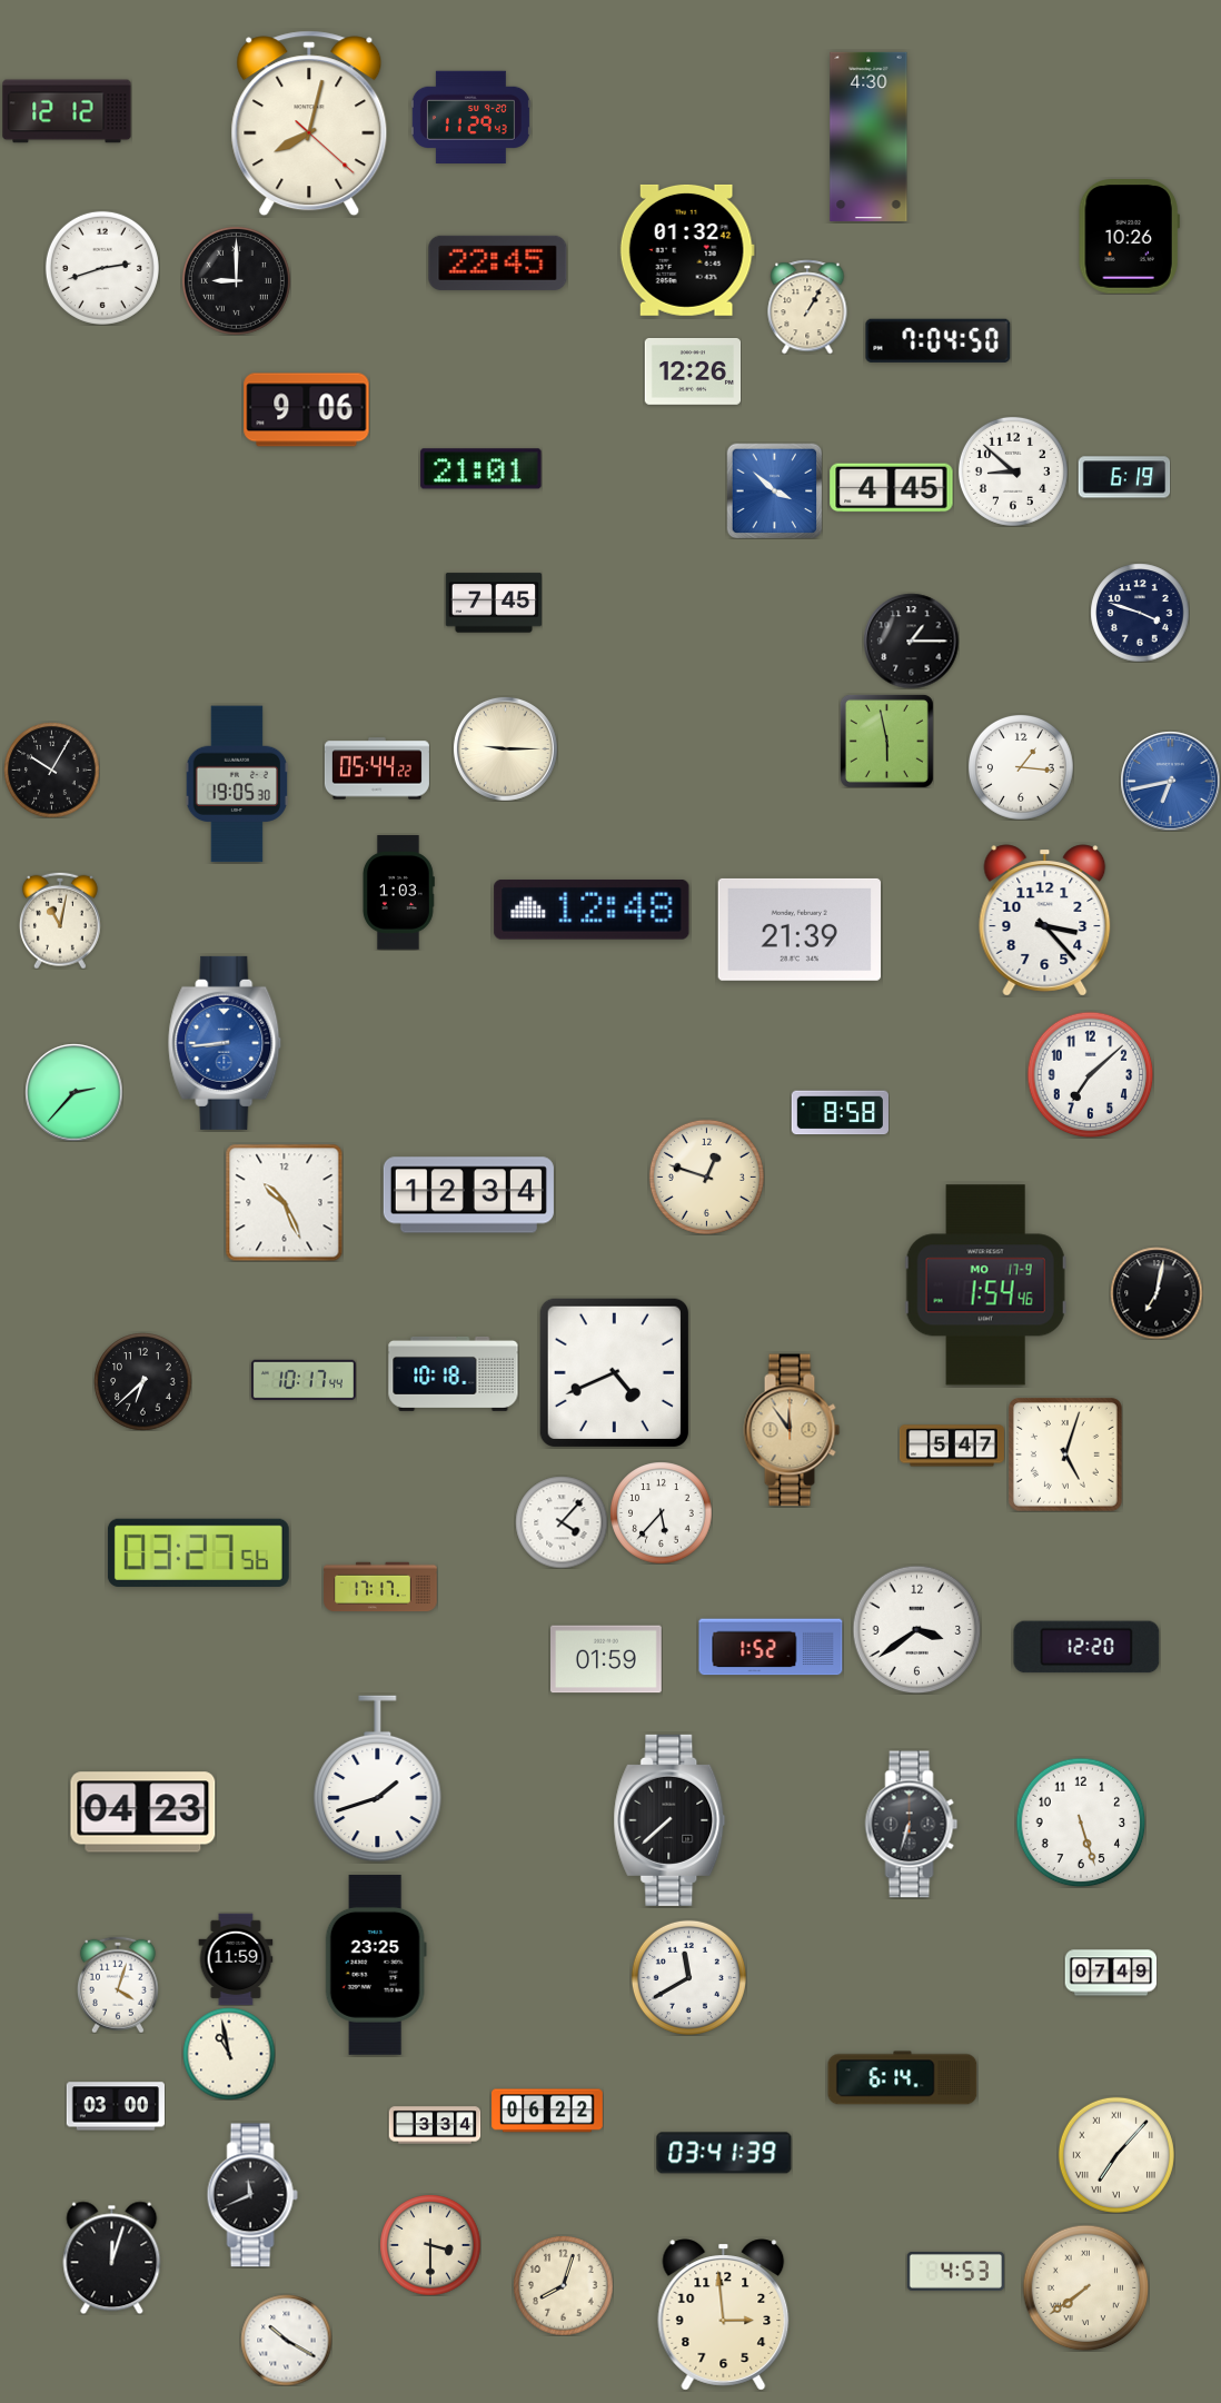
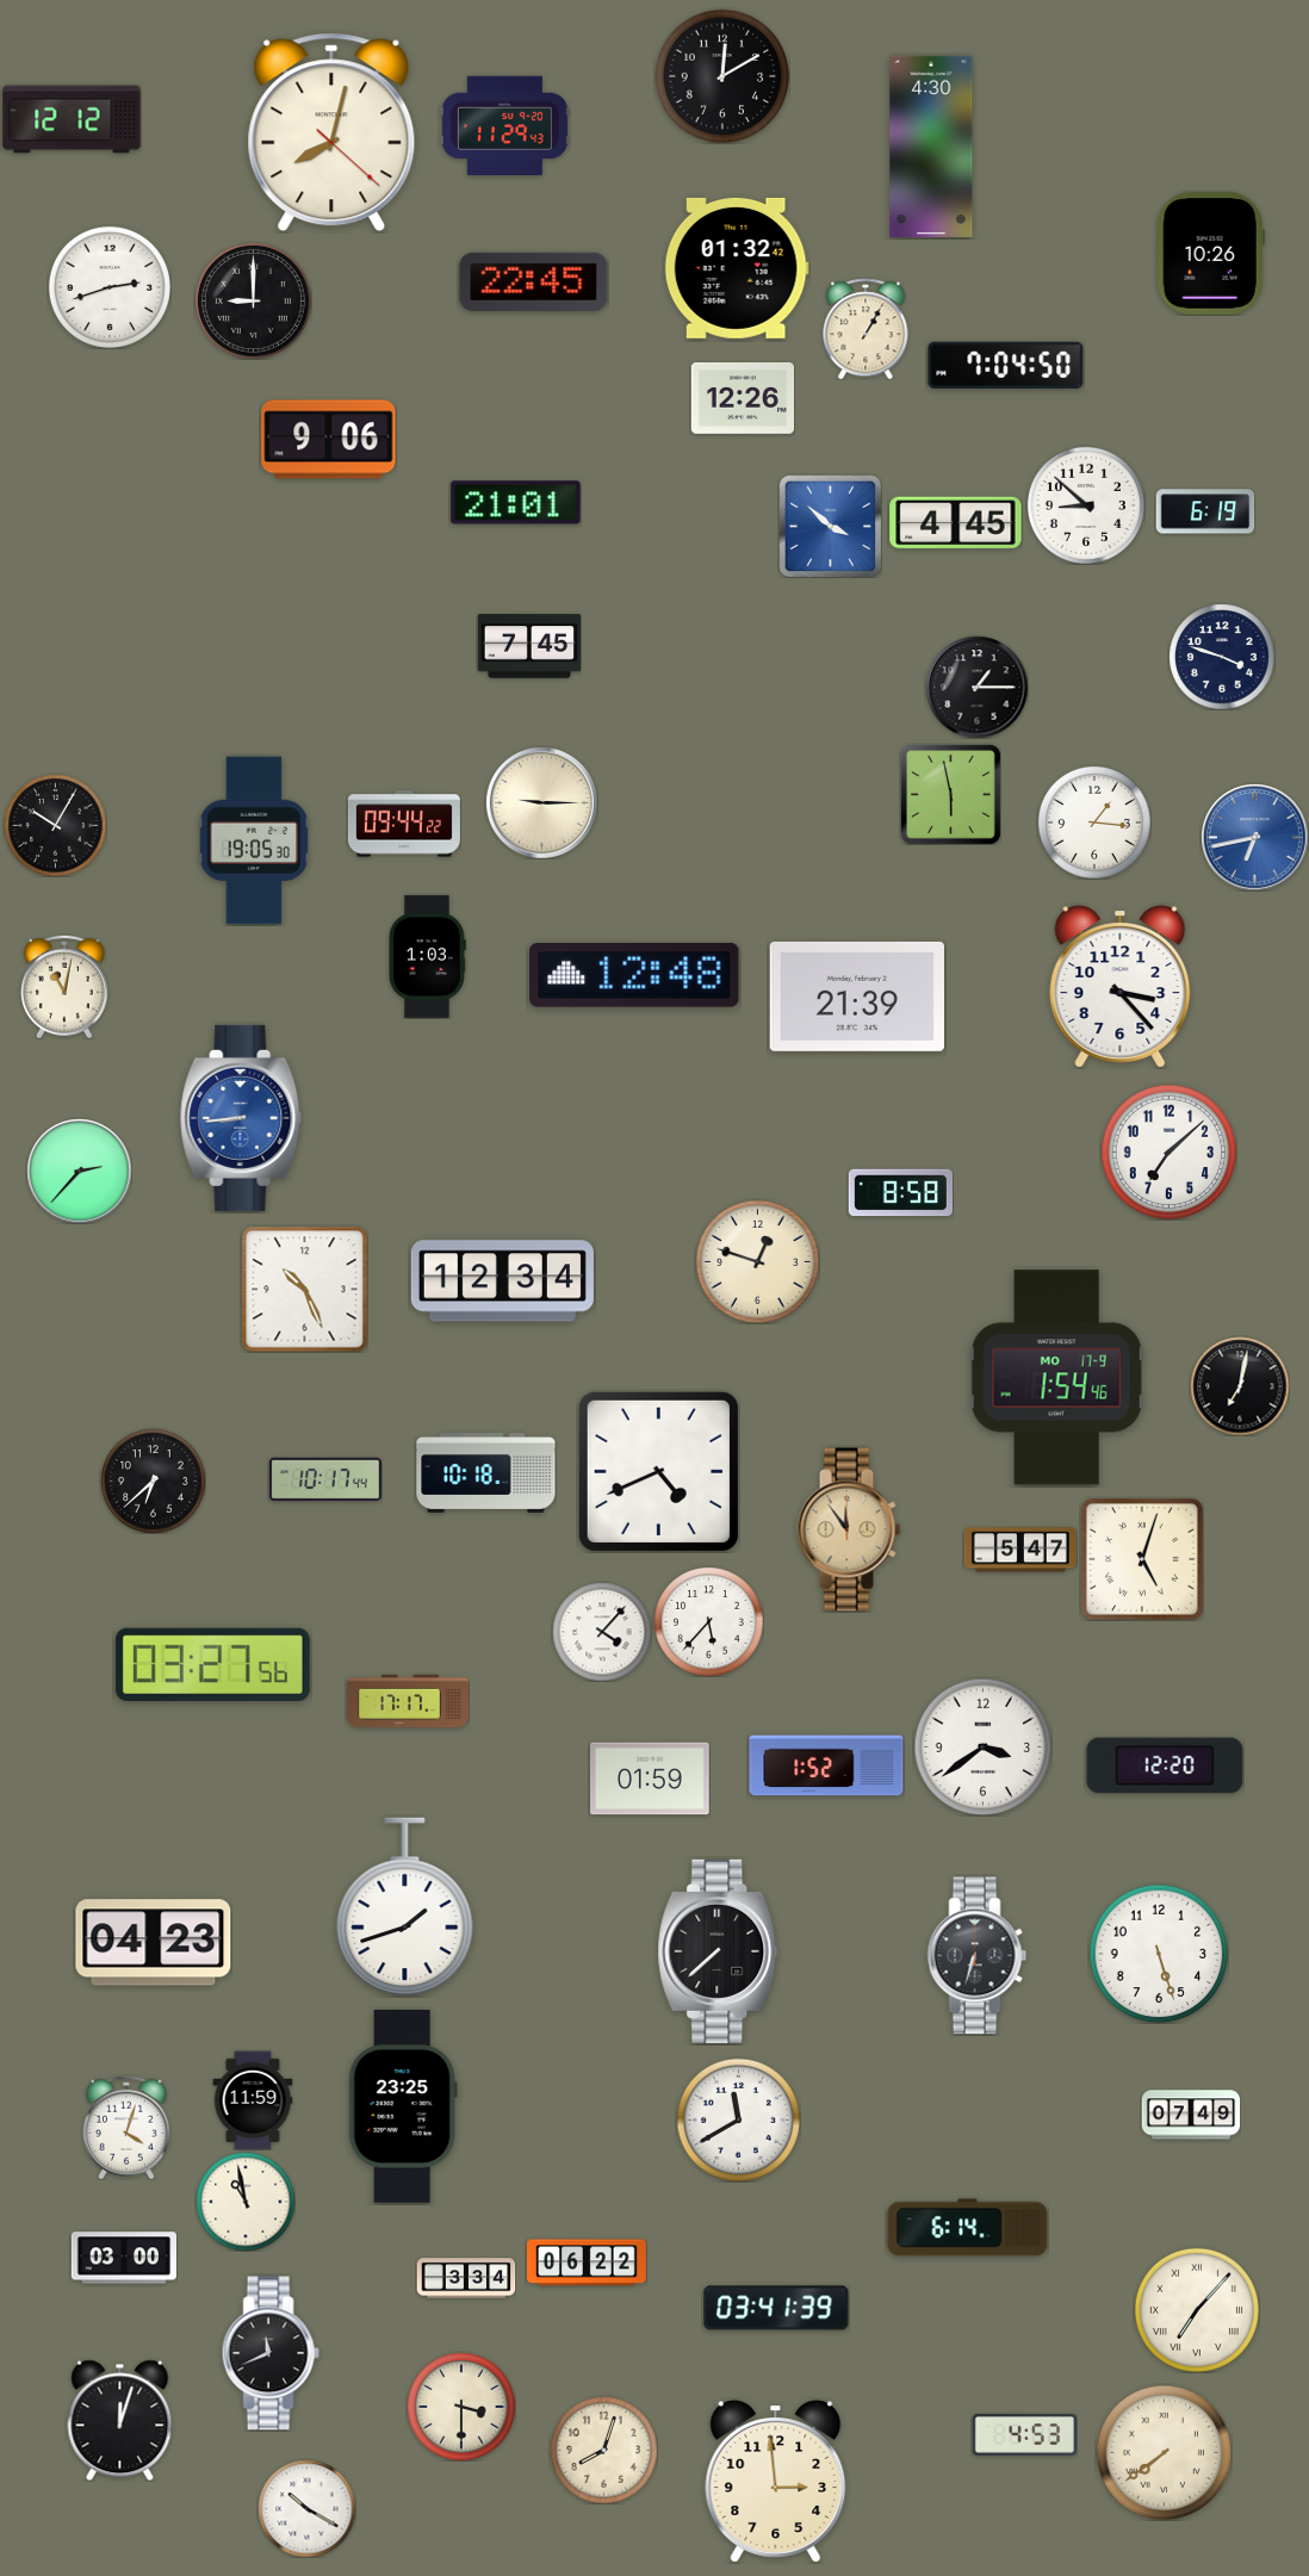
clock at (722, 76): none -> 12:10
clock at (377, 768): 05:44 -> 09:44
clock at (792, 1430) position: (792, 1430) -> (849, 1529)
